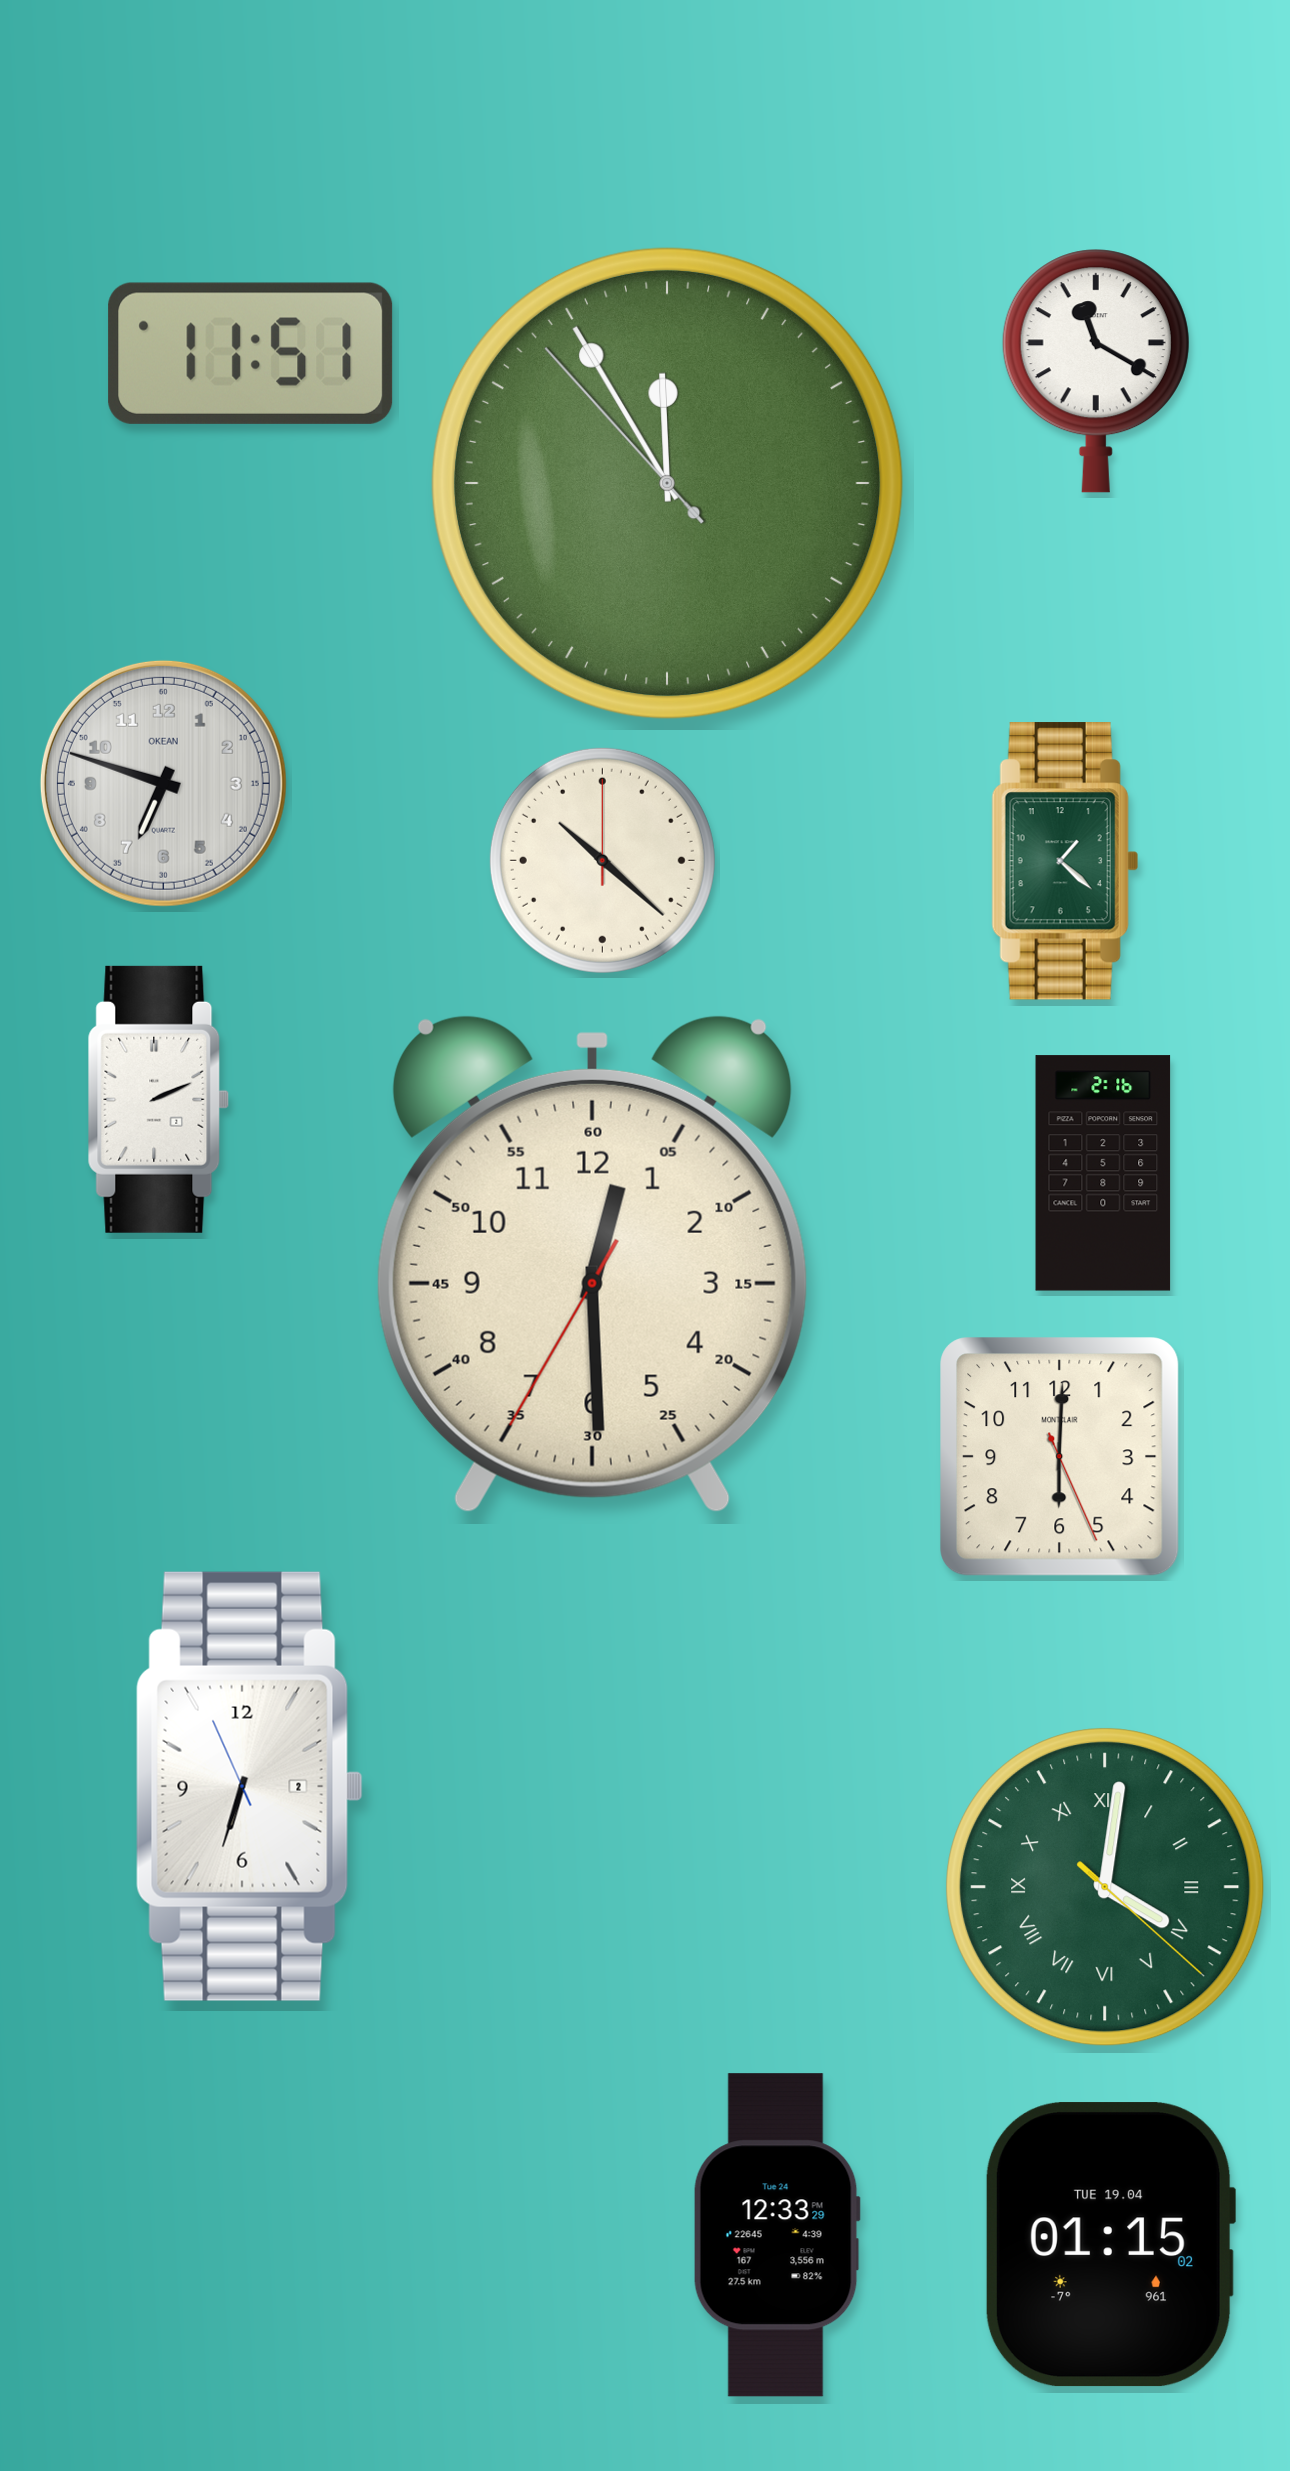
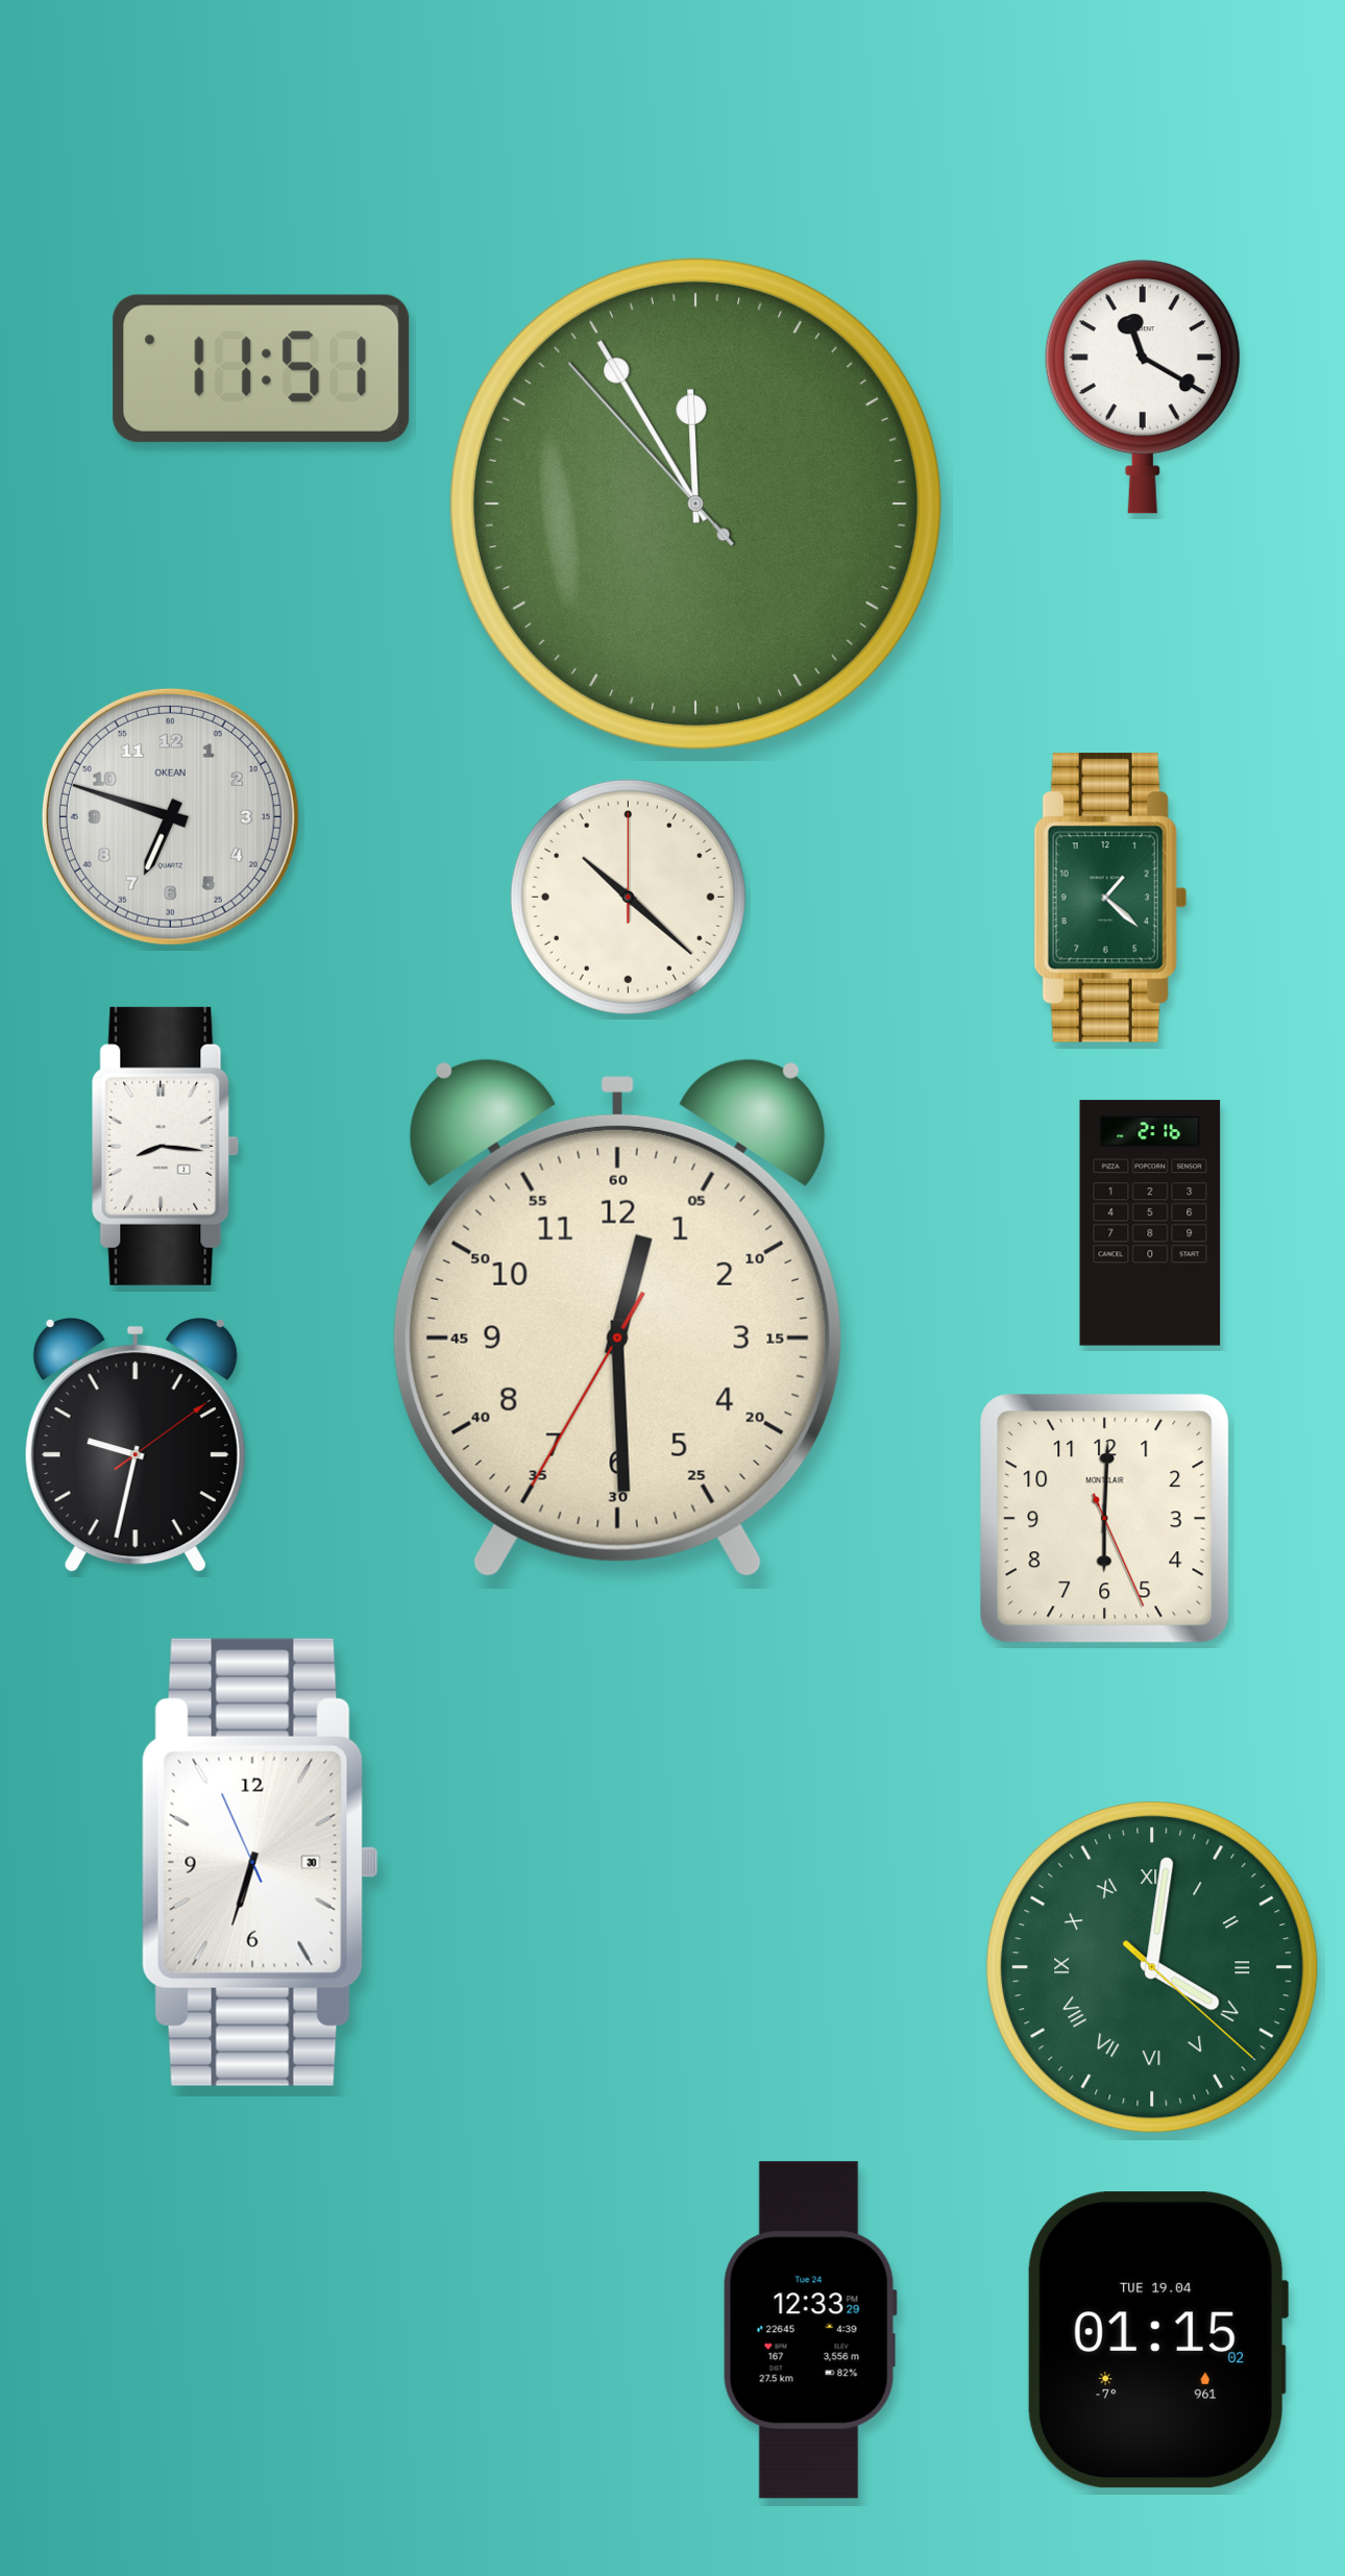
clock at (159, 1099): 2:11 -> 8:16
clock at (136, 1445): none -> 9:32
clock at (249, 1786) date: 2 -> 30
